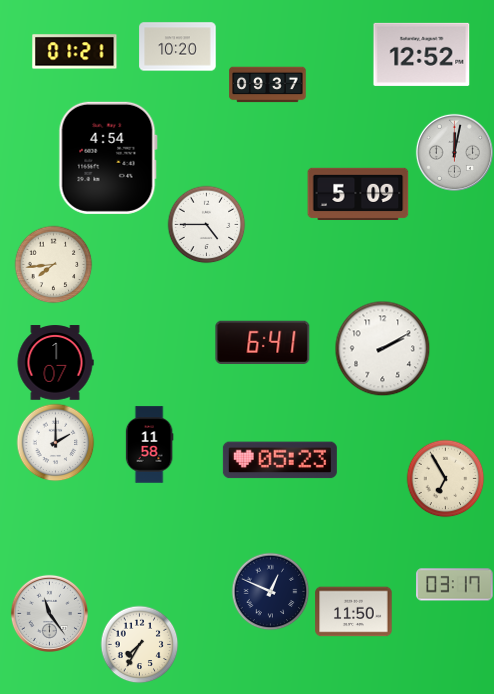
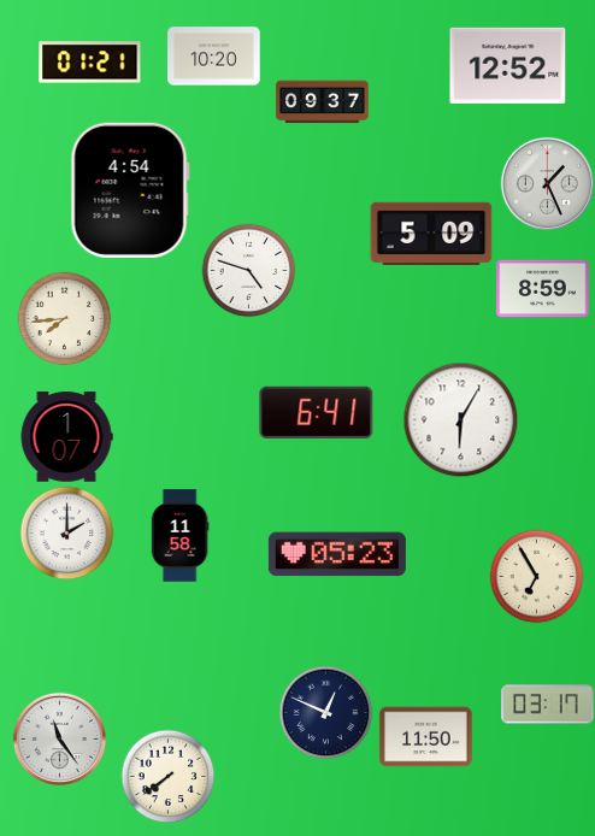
clock at (454, 152): 12:02 -> 1:26
clock at (206, 224): 4:45 -> 4:48
clock at (543, 289): none -> 8:59
clock at (382, 348): 2:10 -> 6:05
clock at (139, 644): 7:35 -> 7:39
